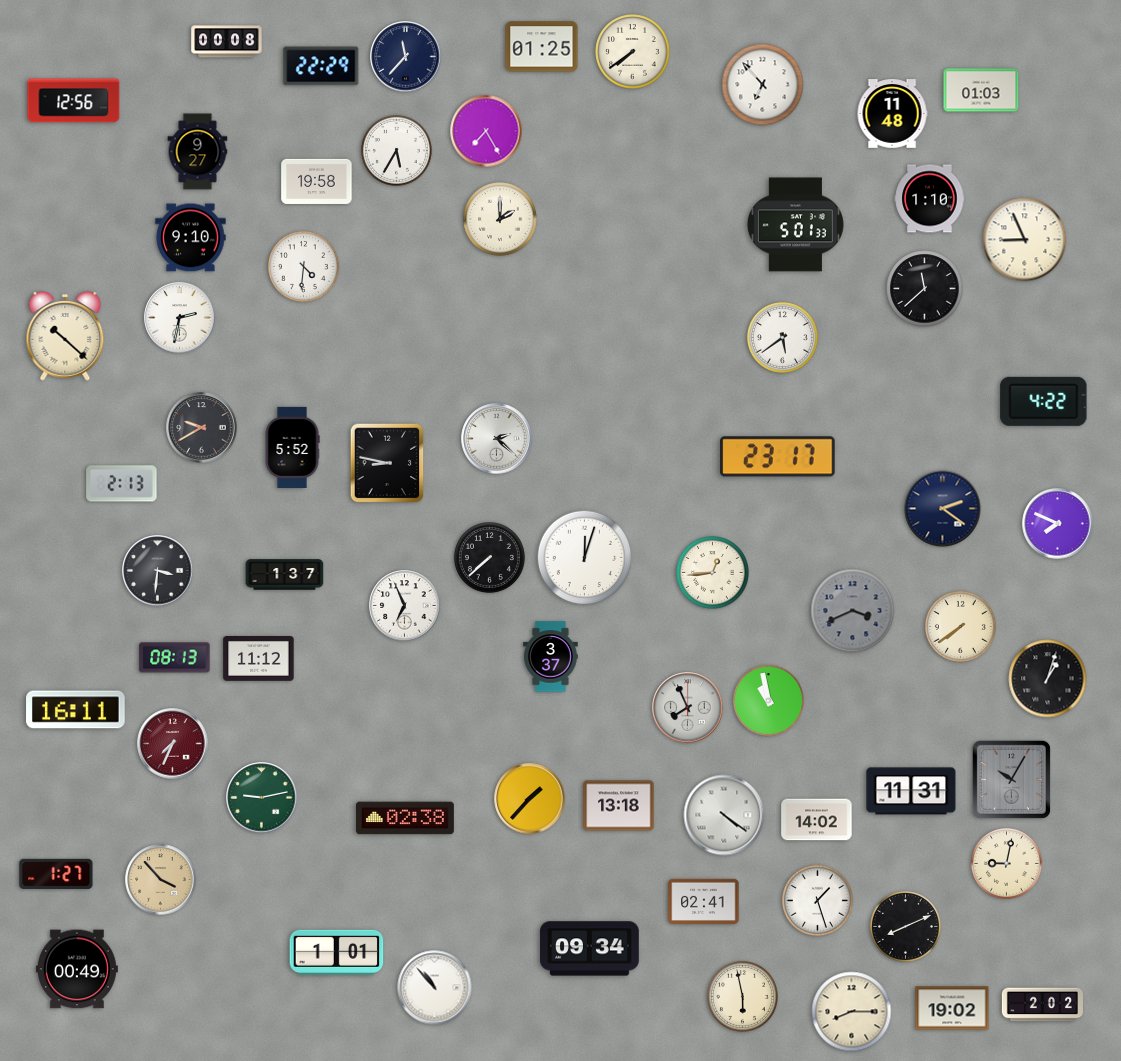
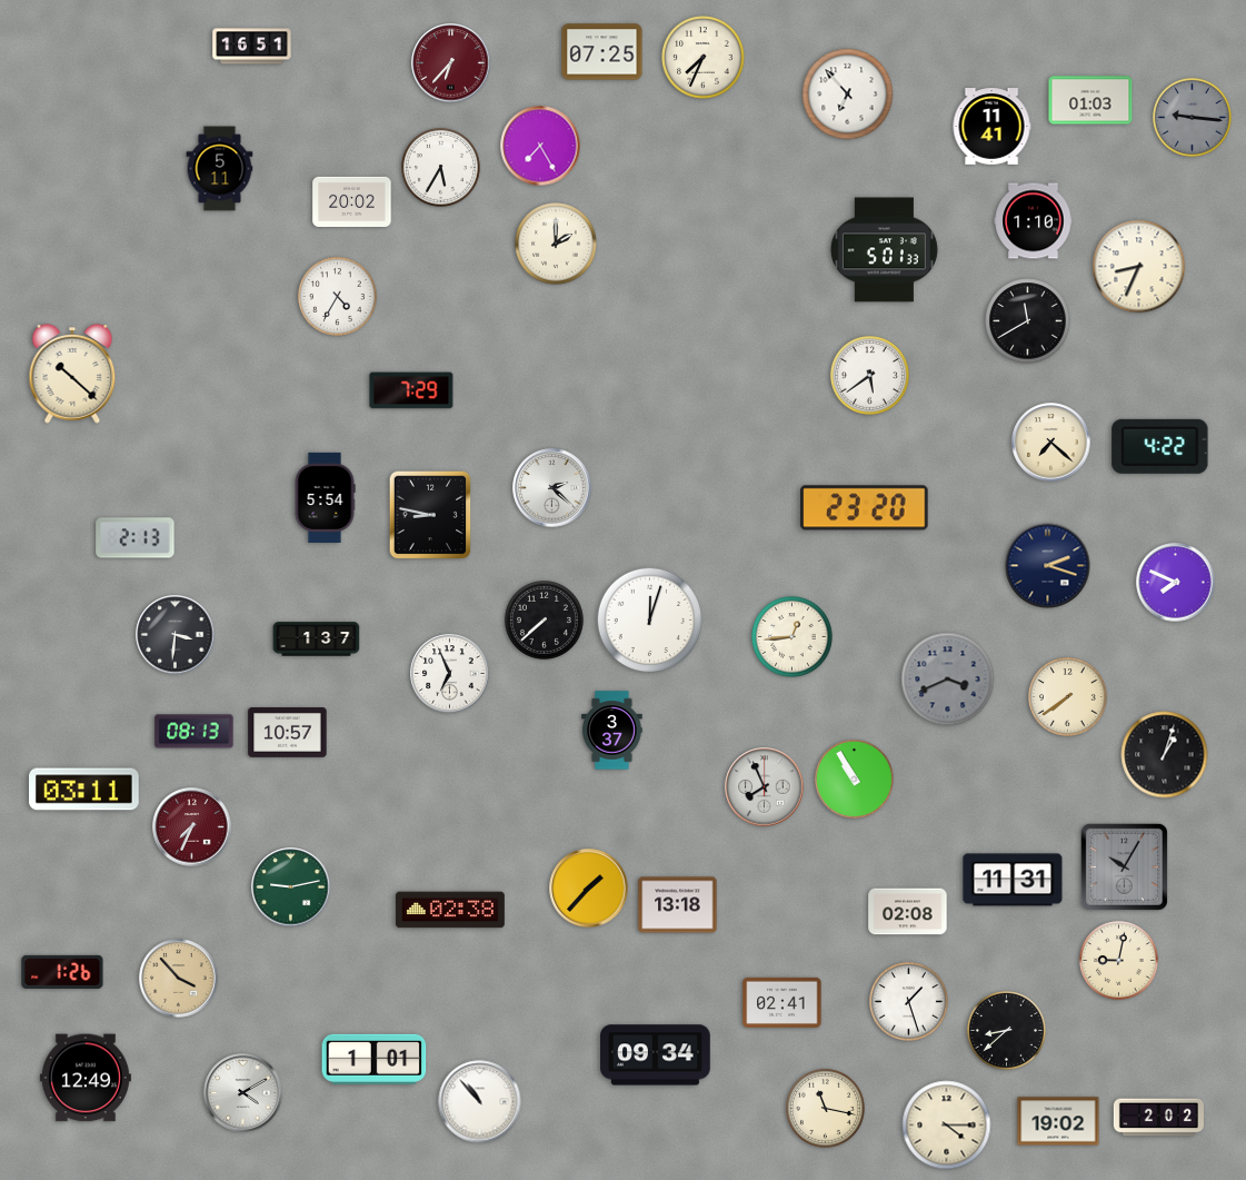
clock at (227, 42): 00:08 -> 16:51
clock at (542, 47): 01:25 -> 07:25
clock at (633, 52): 7:39 -> 7:34
clock at (406, 57): 11:37 -> 6:37
clock at (406, 57) dial: navy -> burgundy
clock at (321, 66): 22:29 -> none
clock at (74, 101): 12:56 -> none
clock at (1192, 117): none -> 9:16
clock at (892, 114): 11:48 -> 11:41
clock at (198, 152): 9:27 -> 5:11
clock at (317, 181): 19:58 -> 20:02
clock at (191, 238): 9:10 -> none
clock at (1025, 240): 8:56 -> 8:34
clock at (303, 266): 4:31 -> 4:35
clock at (925, 289): 11:38 -> 11:40
clock at (180, 318): 2:32 -> none
clock at (411, 390): none -> 7:29
clock at (1051, 443): none -> 7:22
clock at (202, 428): 9:40 -> none
clock at (292, 447): 5:52 -> 5:54
clock at (778, 457): 23:17 -> 23:20
clock at (943, 509): 2:21 -> 2:18
clock at (259, 659): 11:12 -> 10:57
clock at (768, 700): 10:58 -> 10:55
clock at (76, 710): 16:11 -> 03:11
clock at (619, 806) position: (619, 806) -> (678, 905)
clock at (724, 815): 4:21 -> none
clock at (817, 820): 14:02 -> 02:08
clock at (56, 874): 1:27 -> 1:26
clock at (905, 926): 8:11 -> 8:38
clock at (77, 969): 00:49 -> 12:49
clock at (243, 1093): none -> 4:10
clock at (435, 988) position: (435, 988) -> (480, 1102)
clock at (742, 996): 5:58 -> 11:17
clock at (852, 1012): 8:15 -> 4:15
